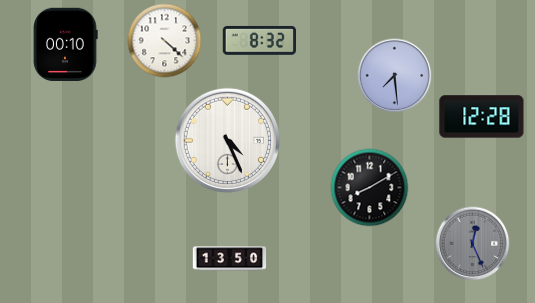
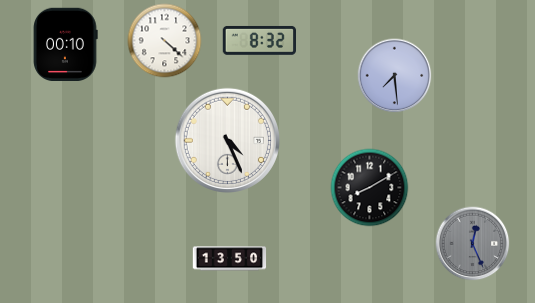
clock at (482, 117): 12:28 -> none
